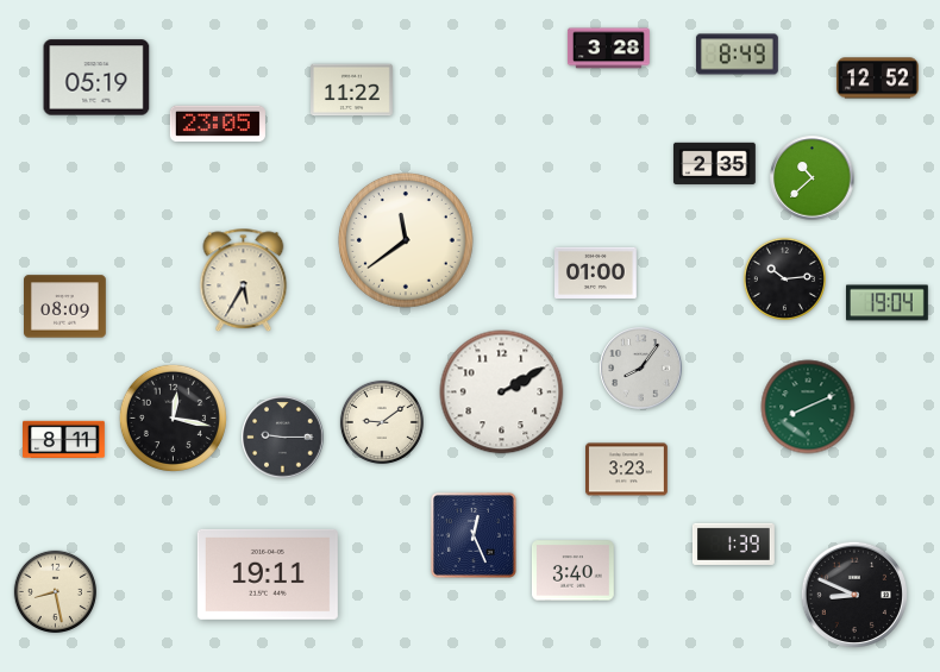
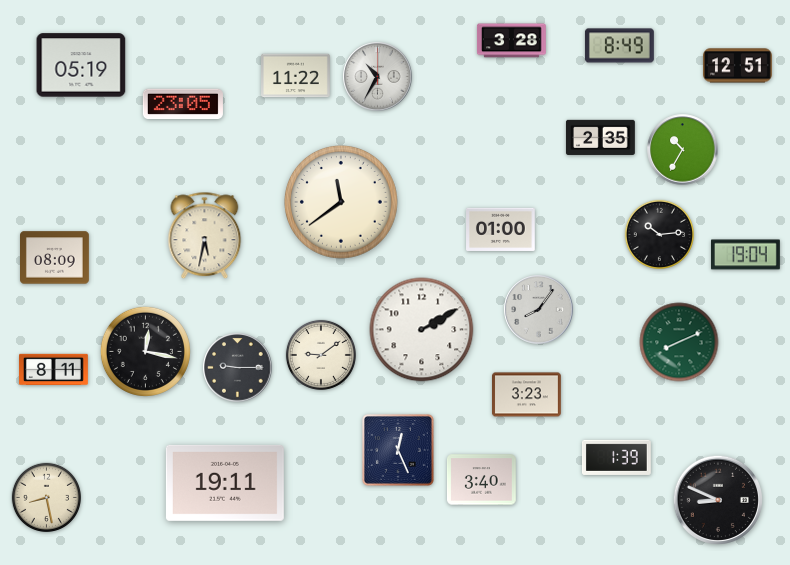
clock at (878, 78): 12:52 -> 12:51
clock at (378, 77): none -> 10:35
clock at (813, 178): 10:38 -> 10:35
clock at (244, 281): 5:35 -> 5:32
